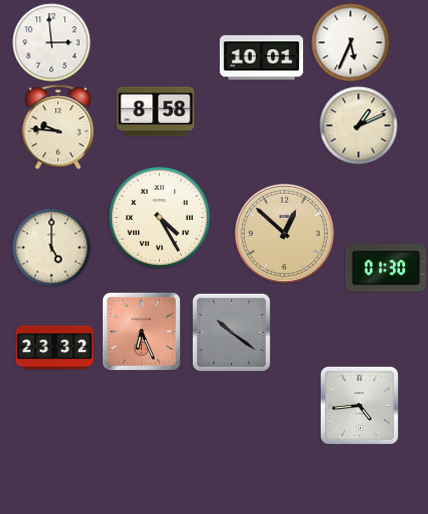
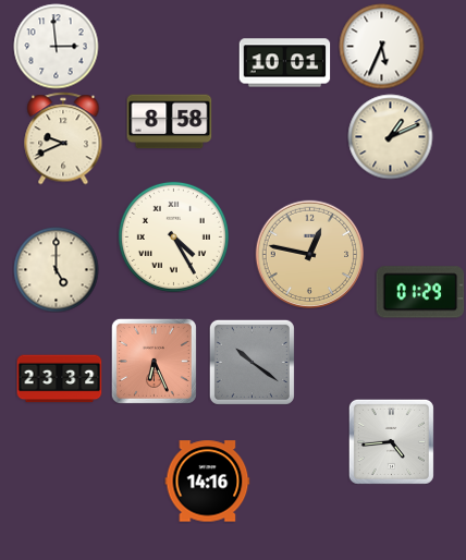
clock at (58, 127): 9:46 -> 9:41
clock at (284, 233): 12:52 -> 12:47
clock at (386, 268): 01:30 -> 01:29
clock at (207, 482): none -> 14:16
